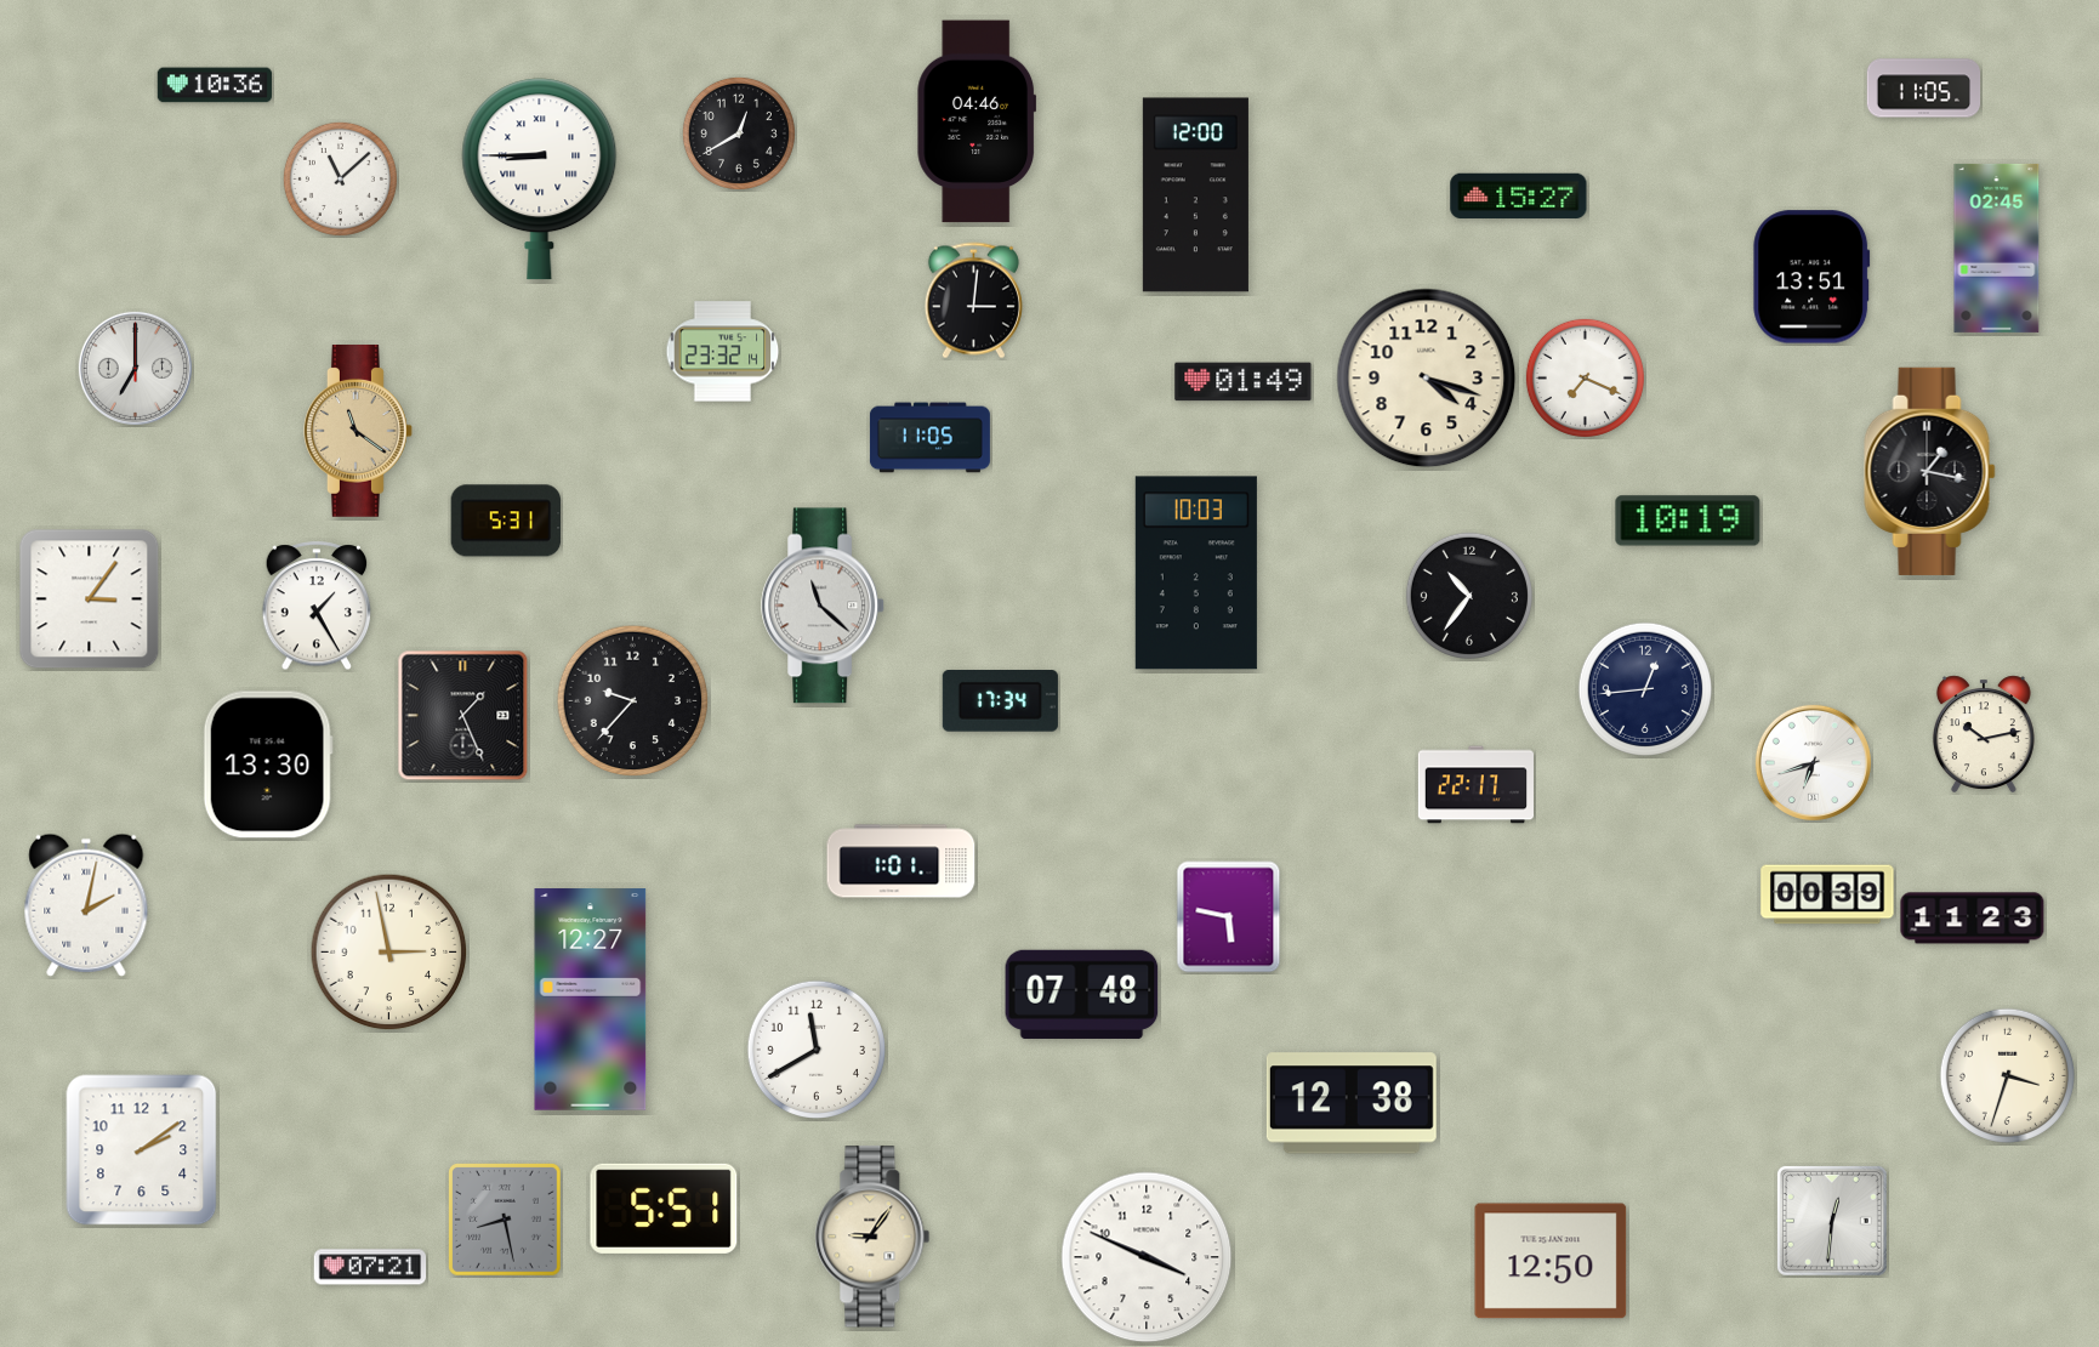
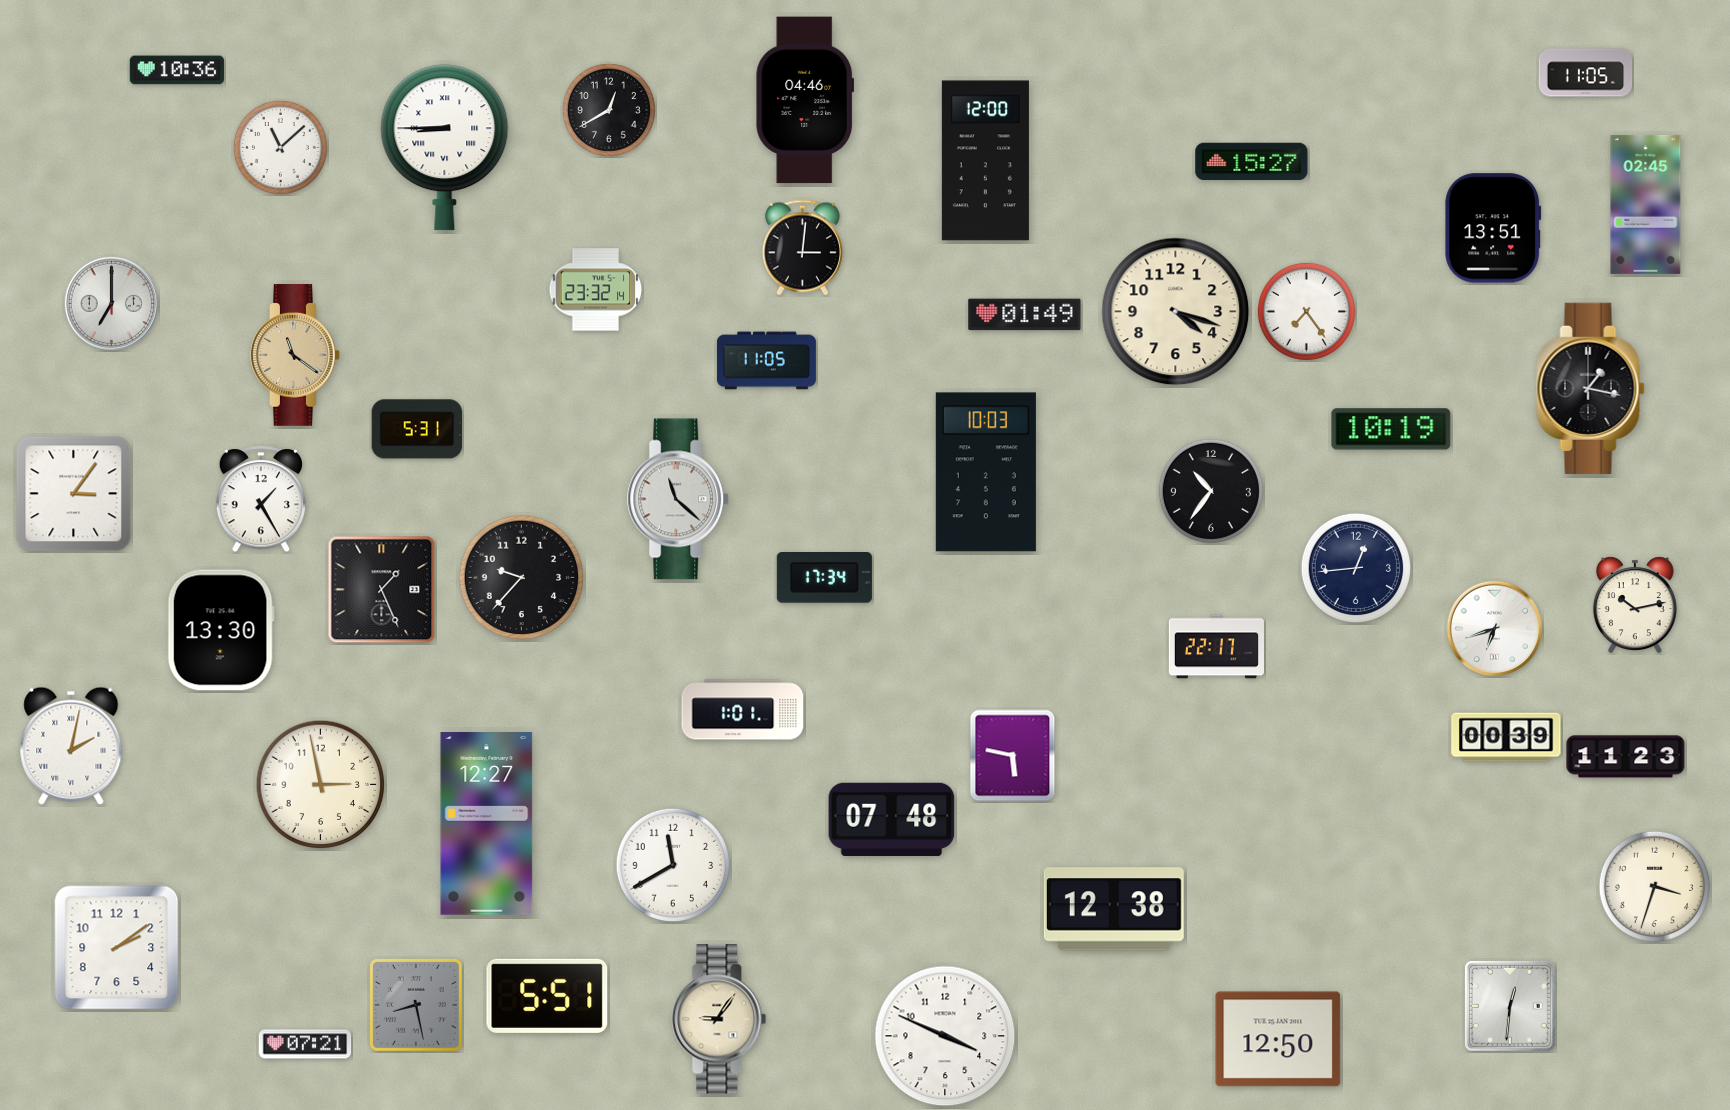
clock at (1585, 377): 7:19 -> 7:24
